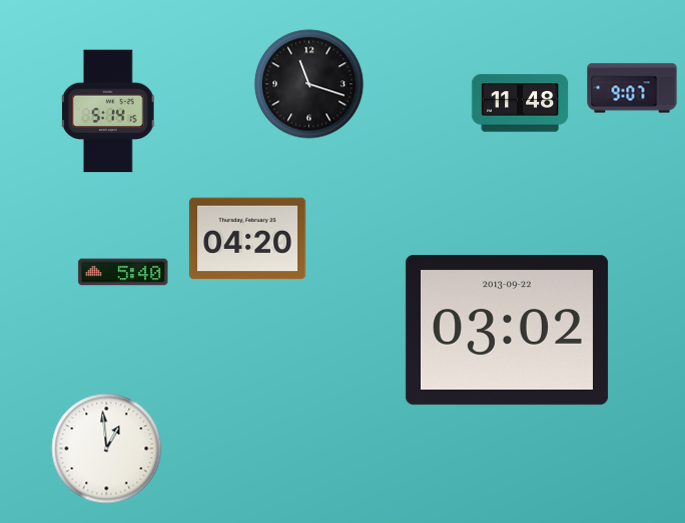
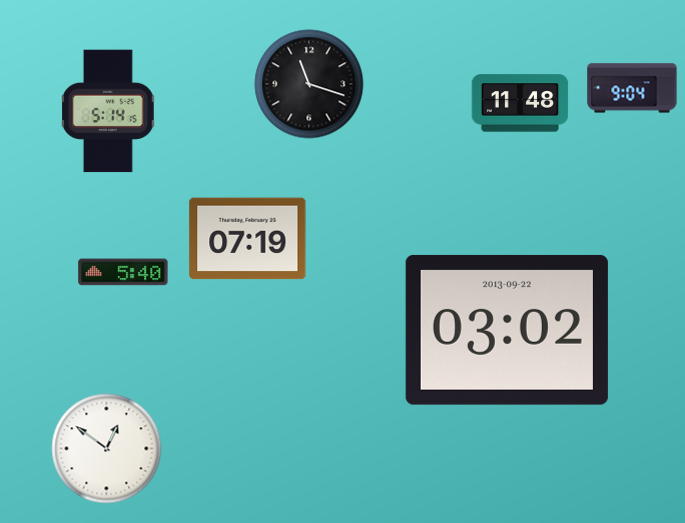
clock at (632, 88): 9:07 -> 9:04
clock at (248, 239): 04:20 -> 07:19
clock at (107, 449): 12:59 -> 12:51
